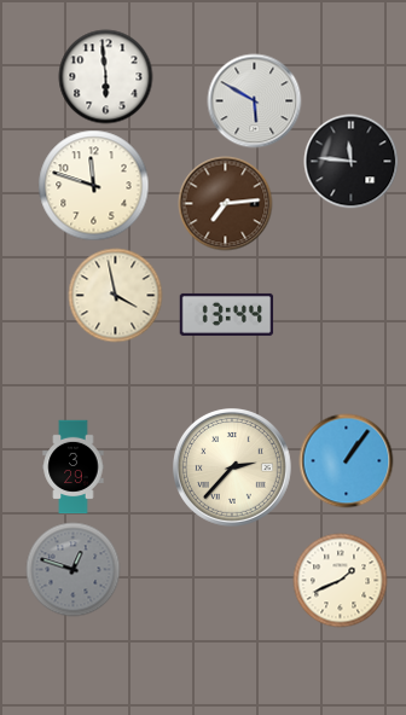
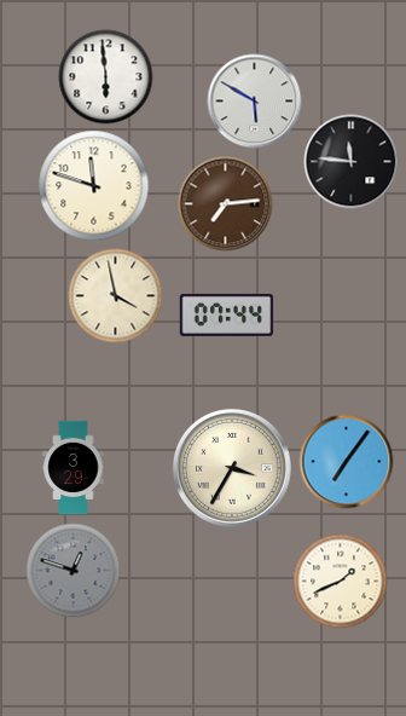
clock at (226, 314): 13:44 -> 07:44
clock at (346, 460): 1:06 -> 7:06
clock at (233, 469): 2:37 -> 3:35
